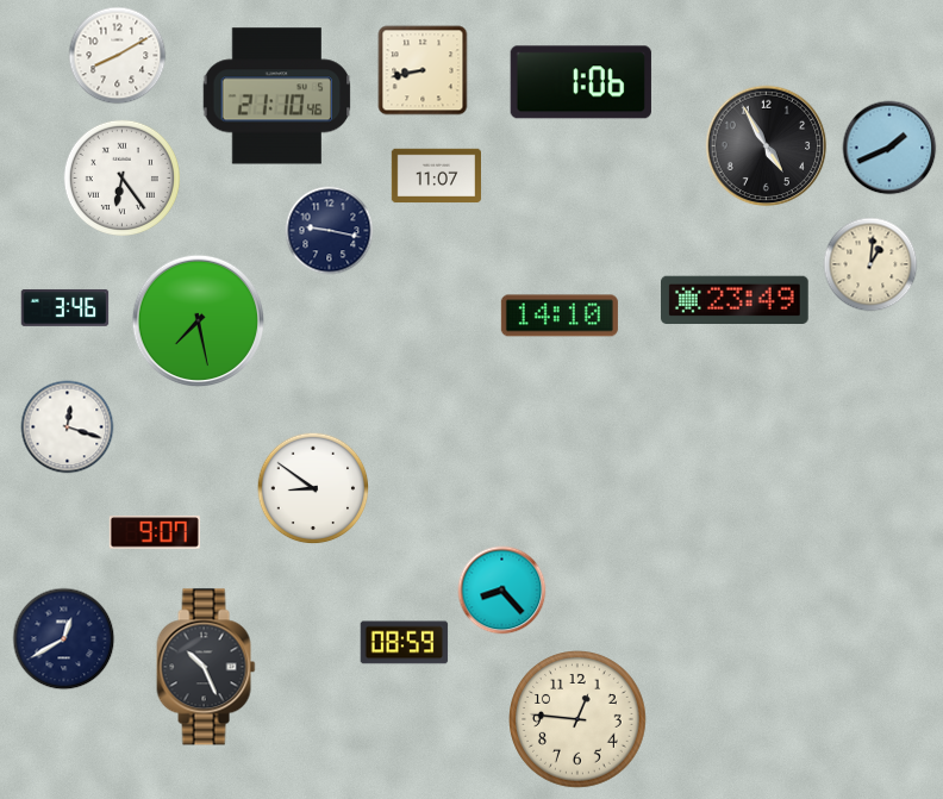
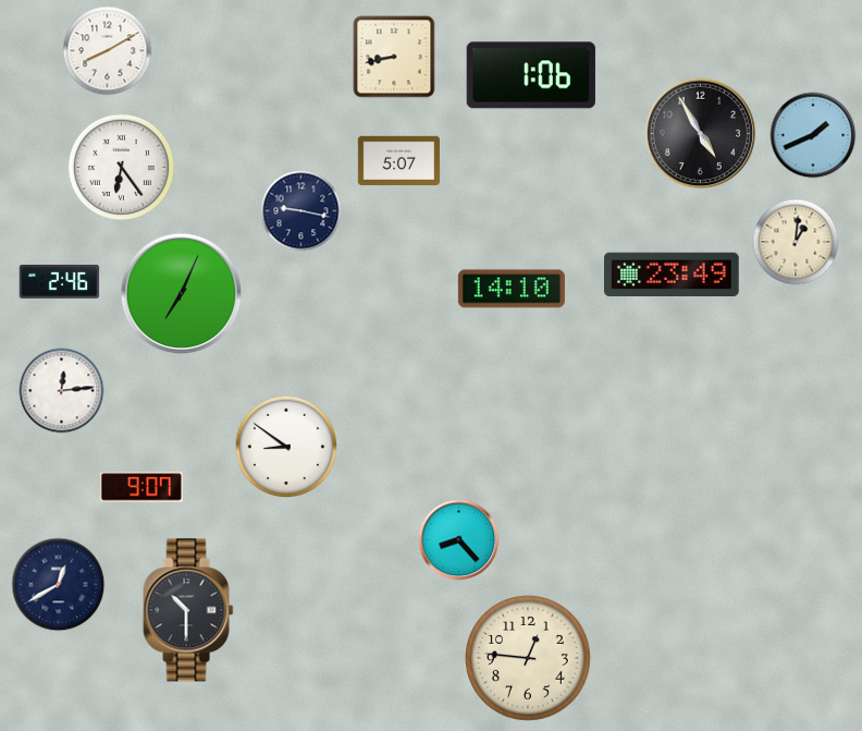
clock at (423, 70) position: (423, 70) -> (394, 57)
clock at (277, 96): 21:10 -> none
clock at (436, 176): 11:07 -> 5:07
clock at (121, 177) position: (121, 177) -> (121, 167)
clock at (65, 307): 3:46 -> 2:46
clock at (199, 322): 7:28 -> 7:04
clock at (68, 427): 12:18 -> 12:14
clock at (405, 643): 08:59 -> none
clock at (206, 667): 10:26 -> 10:30
